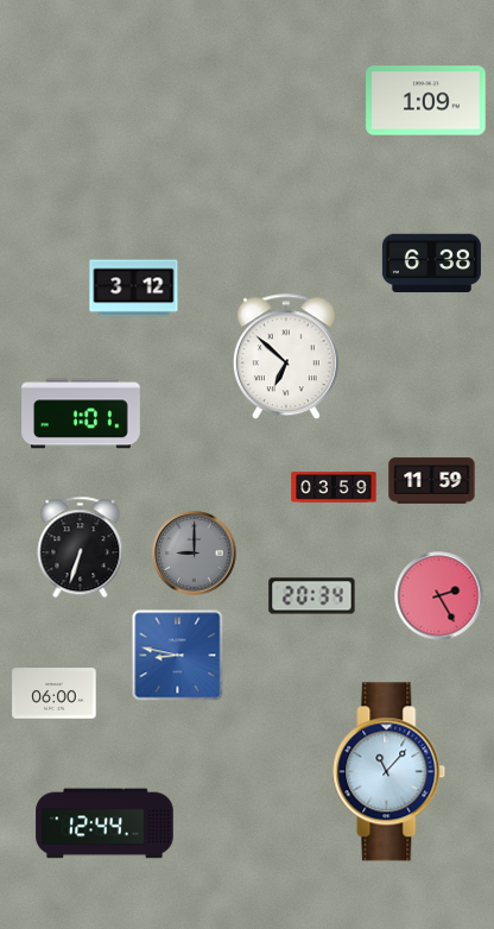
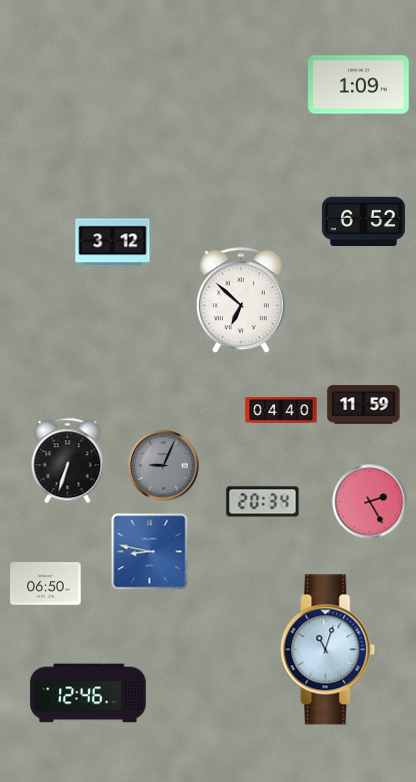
clock at (431, 264): 6:38 -> 6:52
clock at (81, 413): 1:01 -> none
clock at (334, 487): 03:59 -> 04:40
clock at (195, 554): 9:00 -> 9:04
clock at (55, 694): 06:00 -> 06:50
clock at (389, 772): 11:07 -> 11:03
clock at (104, 823): 12:44 -> 12:46
